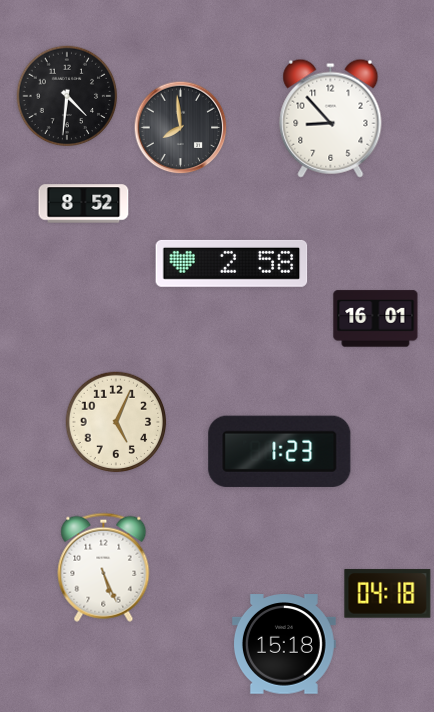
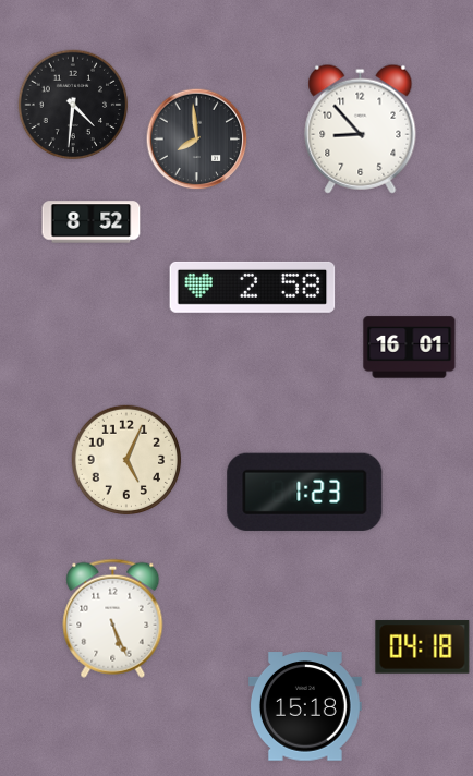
clock at (284, 644) position: (284, 644) -> (305, 706)
